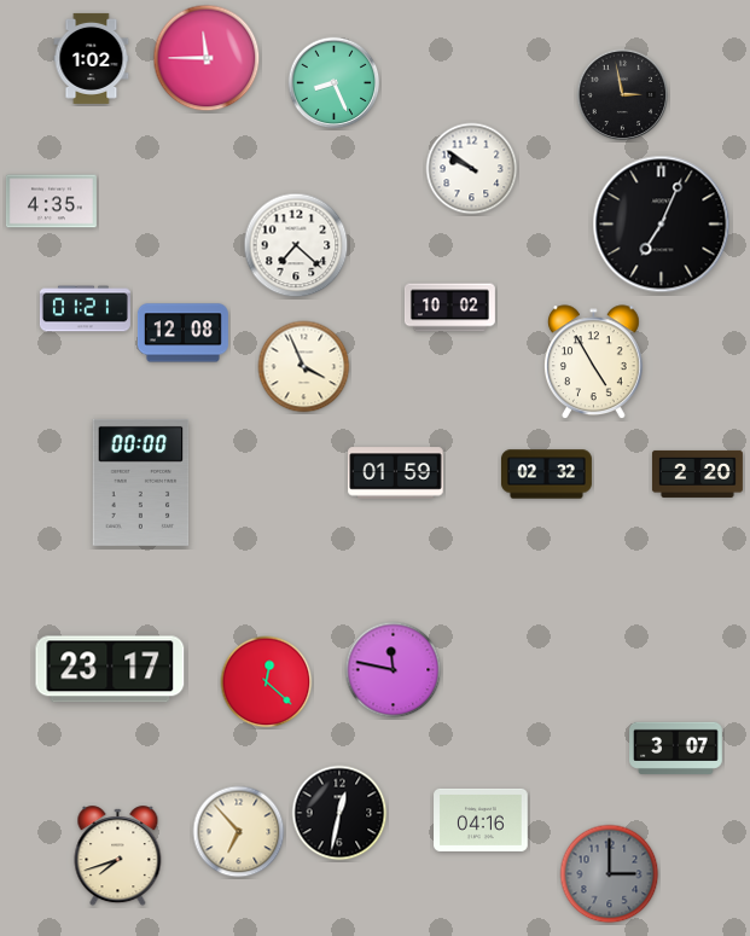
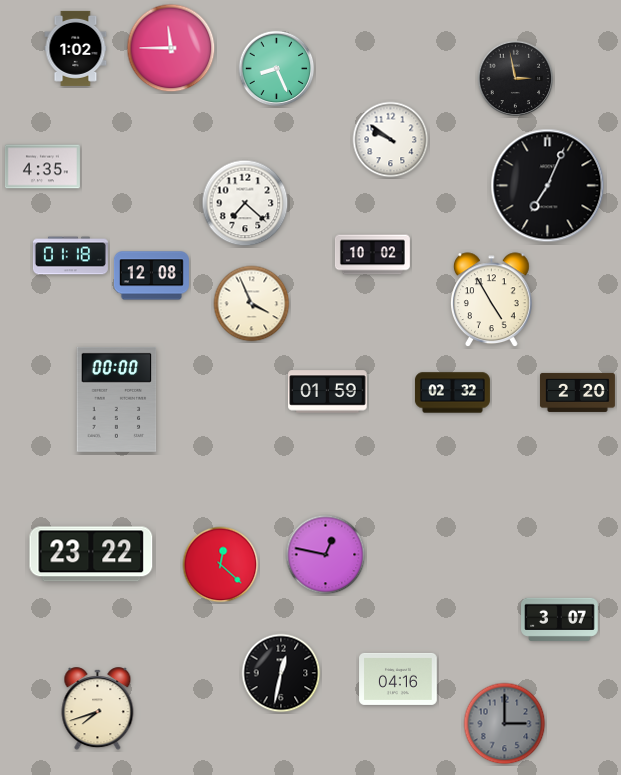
clock at (85, 309): 01:21 -> 01:18
clock at (110, 669): 23:17 -> 23:22
clock at (394, 670): 11:47 -> 12:47
clock at (239, 832): 6:53 -> none
